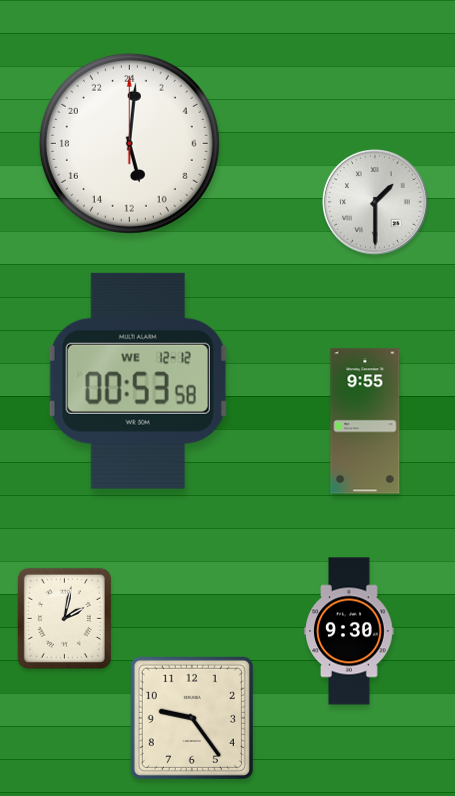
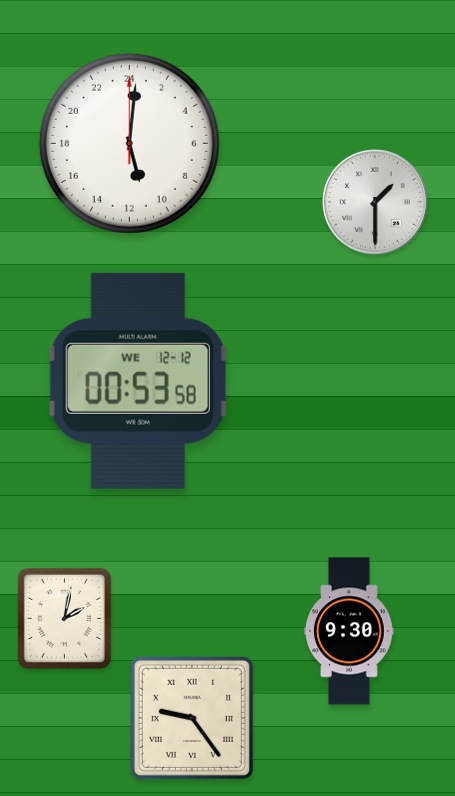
clock at (365, 421): 9:55 -> none
clock at (192, 718) numerals: Arabic -> Roman
